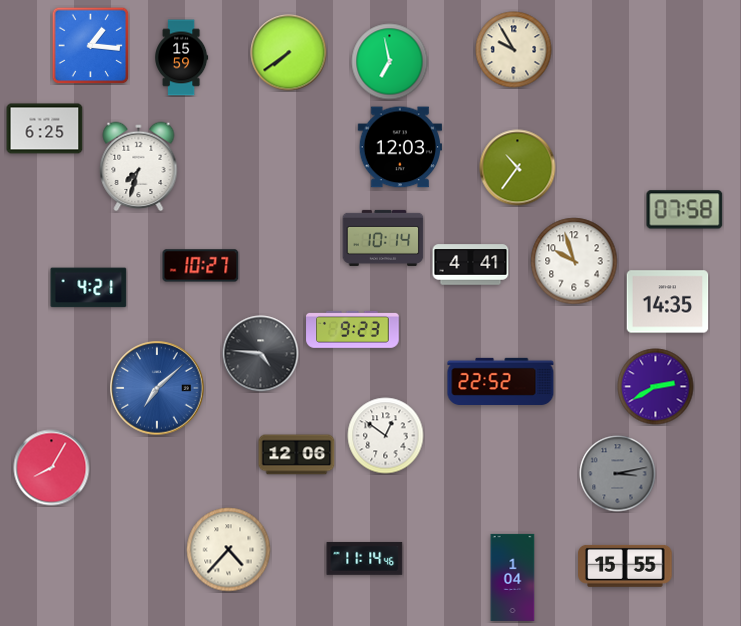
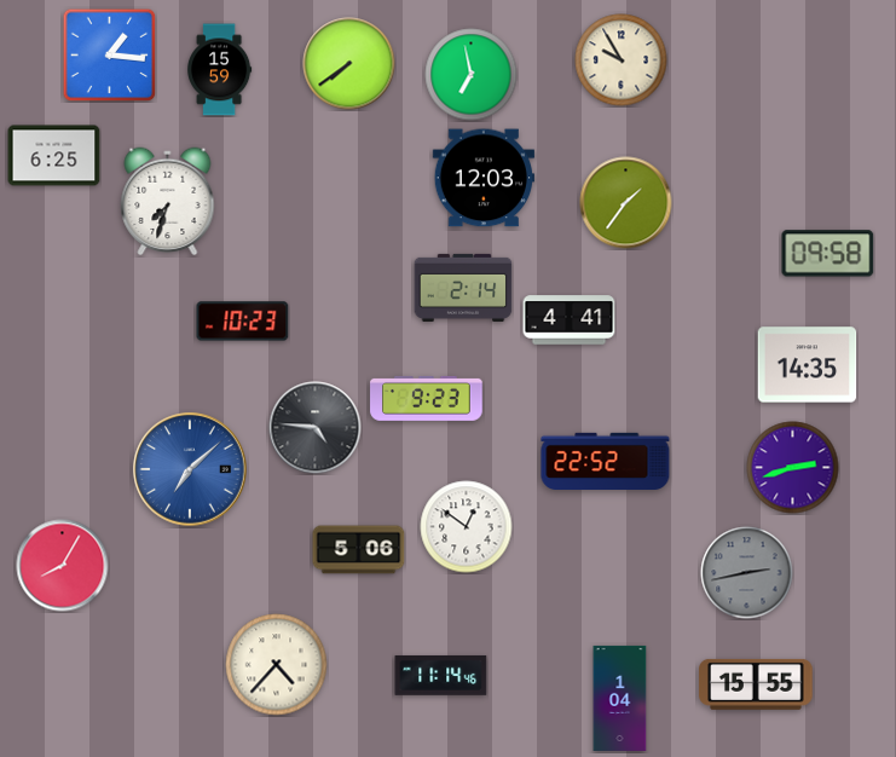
clock at (518, 168): 10:36 -> 1:36
clock at (685, 210): 07:58 -> 09:58
clock at (383, 238): 10:14 -> 2:14
clock at (574, 261): 9:57 -> none
clock at (201, 266): 10:27 -> 10:23
clock at (89, 288): 4:21 -> none
clock at (656, 387): 2:40 -> 2:42
clock at (297, 455): 12:06 -> 5:06
clock at (618, 474): 3:13 -> 2:43
